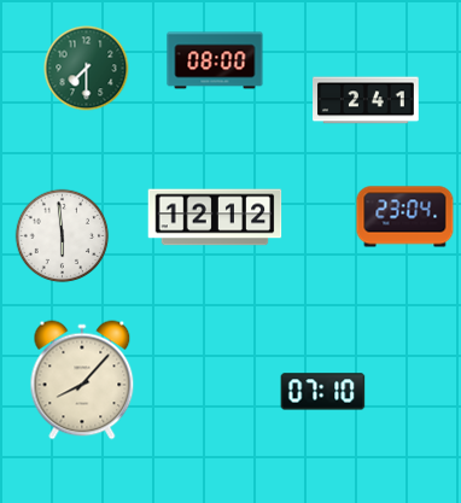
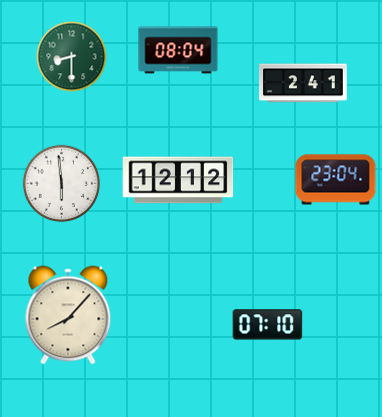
clock at (215, 60): 08:00 -> 08:04
clock at (87, 69): 7:30 -> 8:30
clock at (63, 236) position: (63, 236) -> (62, 184)
